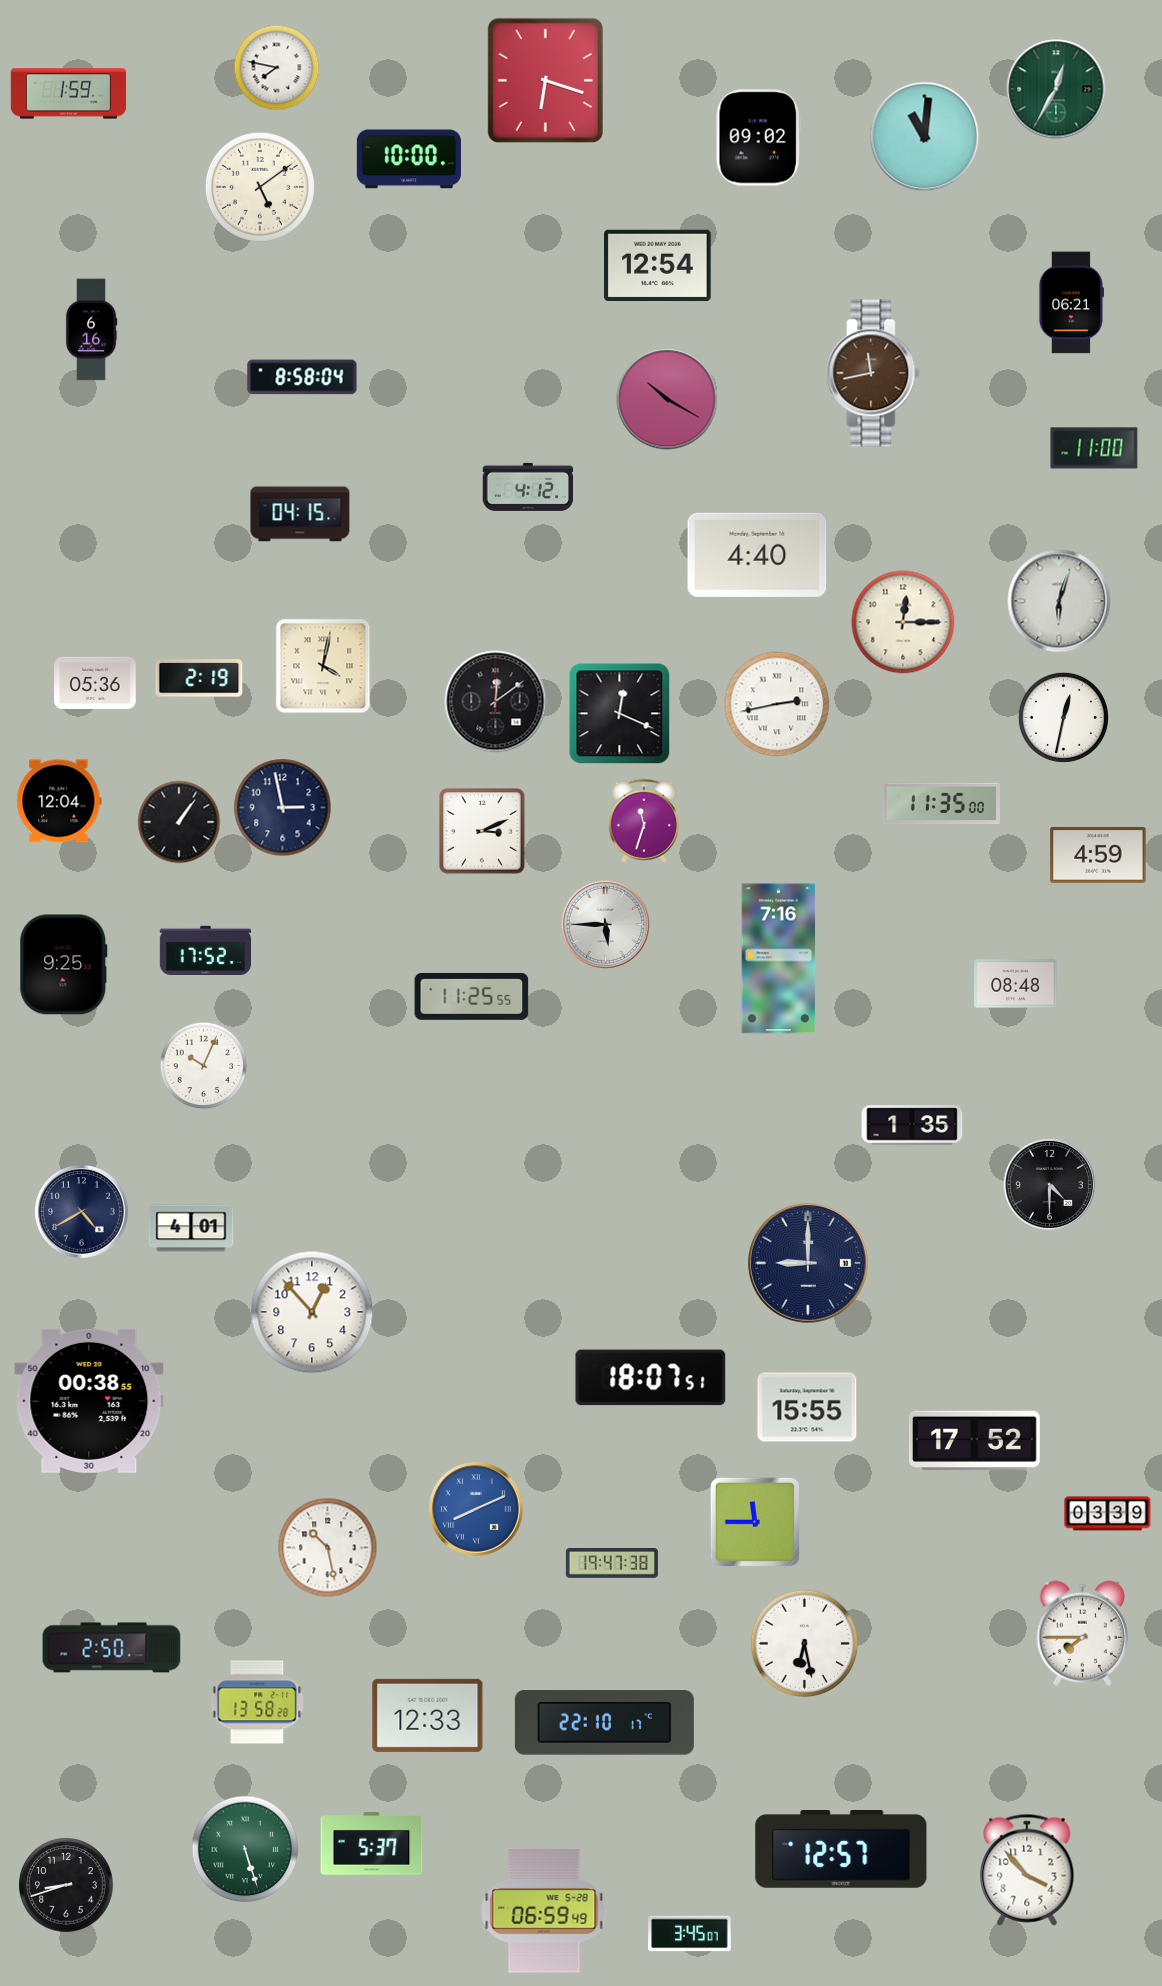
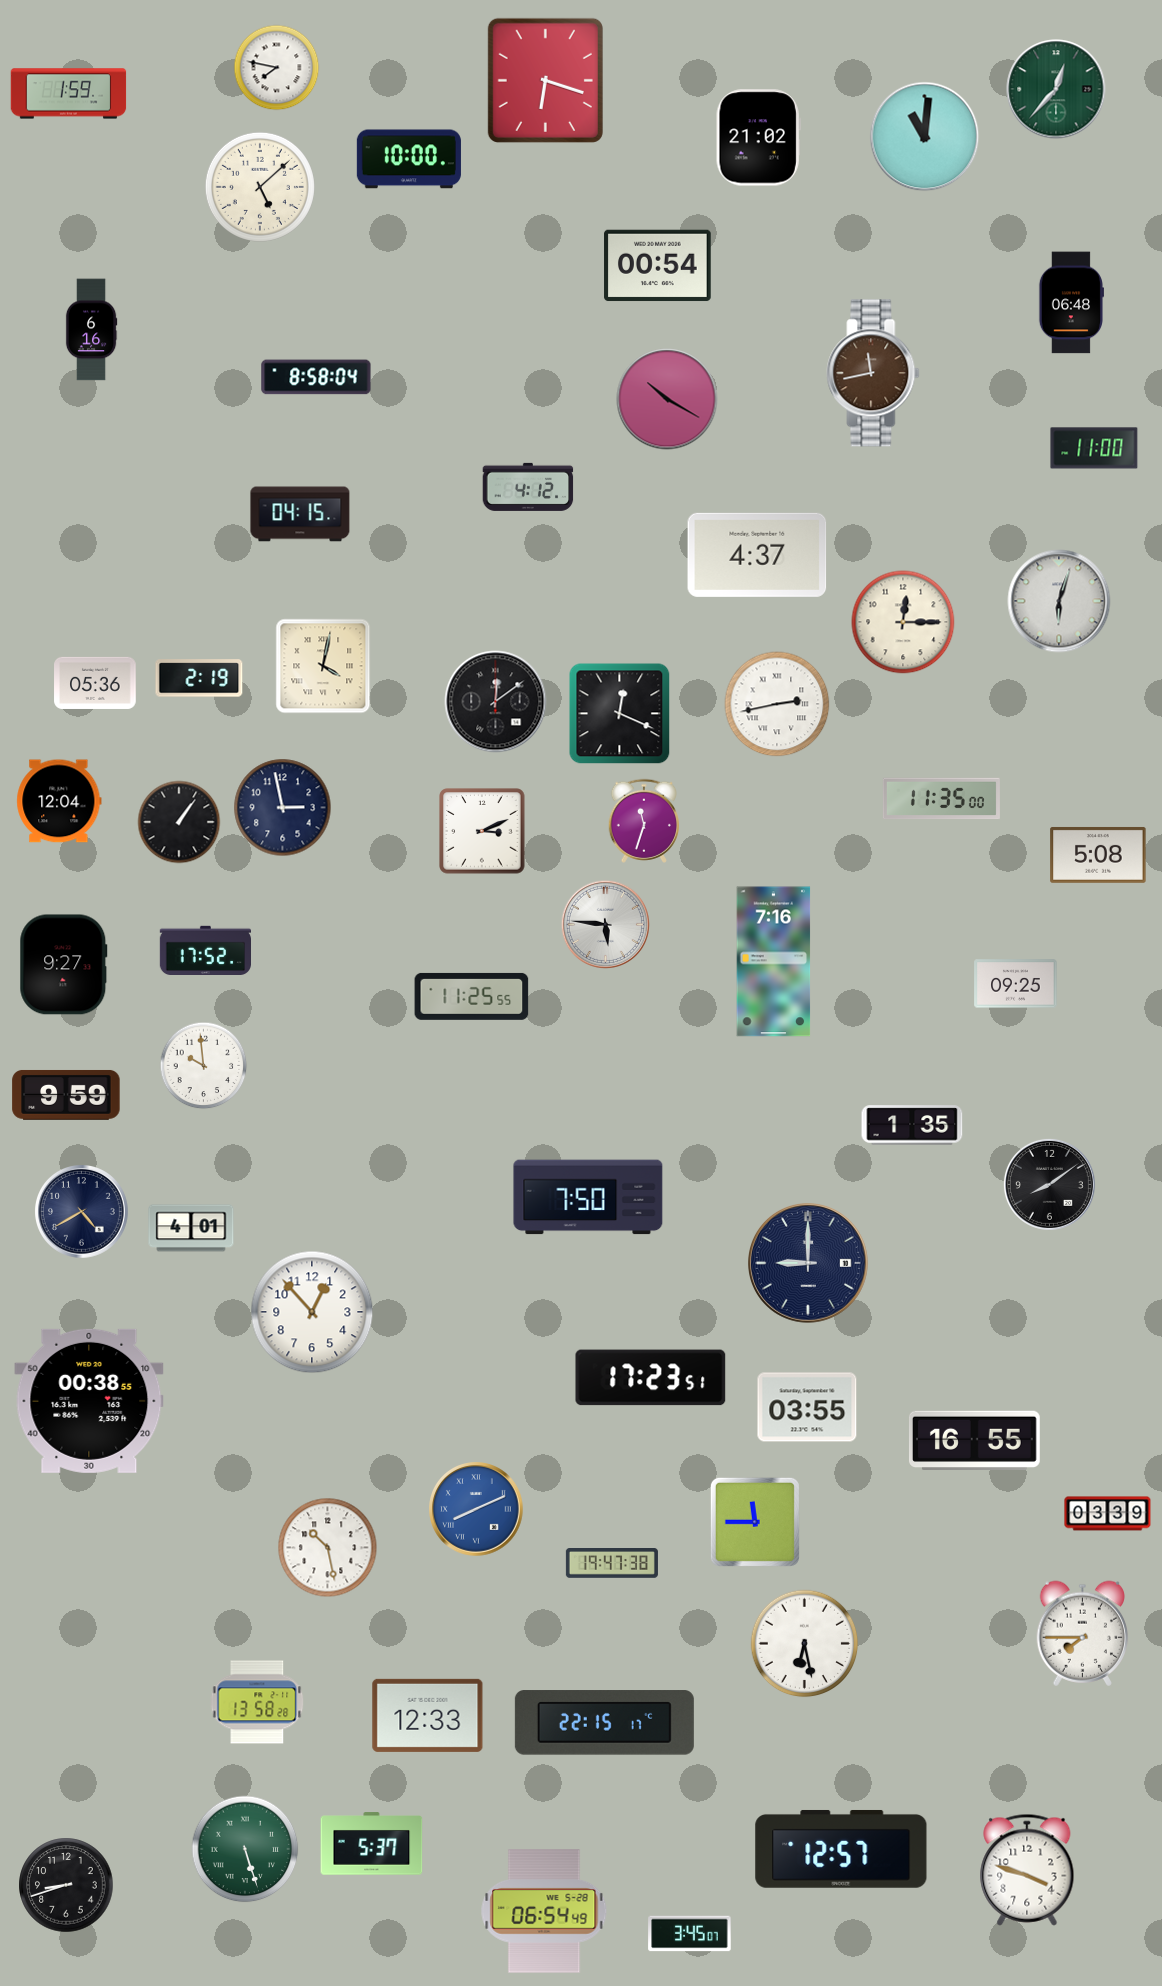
clock at (1056, 89): 12:35 -> 12:37
clock at (758, 138): 09:02 -> 21:02
clock at (260, 187): 5:09 -> 5:08
clock at (658, 266): 12:54 -> 00:54
clock at (1071, 303): 06:21 -> 06:48
clock at (302, 377) position: (302, 377) -> (316, 377)
clock at (757, 555): 4:40 -> 4:37
clock at (1063, 717): 12:32 -> none
clock at (941, 804) position: (941, 804) -> (941, 799)
clock at (1098, 855): 4:59 -> 5:08
clock at (605, 924): 5:45 -> 5:46
clock at (779, 959) position: (779, 959) -> (774, 962)
clock at (64, 965): 9:25 -> 9:27
clock at (1016, 984): 08:48 -> 09:25
clock at (204, 1066): 10:04 -> 9:59
clock at (66, 1095): none -> 9:59
clock at (1049, 1184): 4:30 -> 8:09
clock at (588, 1197): none -> 7:50
clock at (651, 1378): 18:07 -> 17:23
clock at (807, 1407): 15:55 -> 03:55
clock at (974, 1440): 17:52 -> 16:55
clock at (112, 1648): 2:50 -> none
clock at (604, 1723): 22:10 -> 22:15
clock at (1027, 1870): 3:53 -> 3:48
clock at (544, 1911): 06:59 -> 06:54
